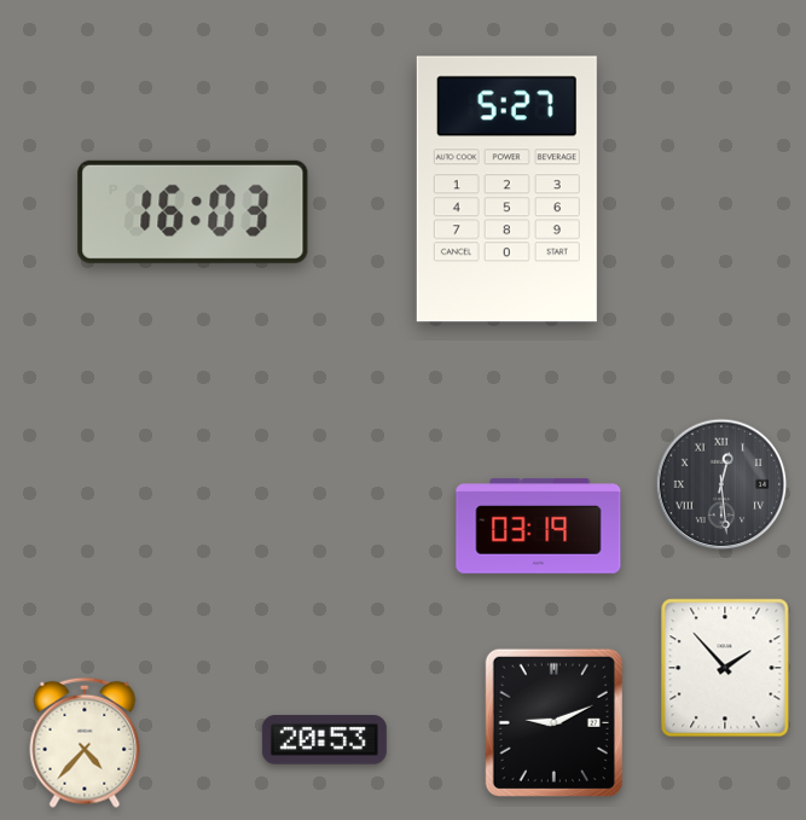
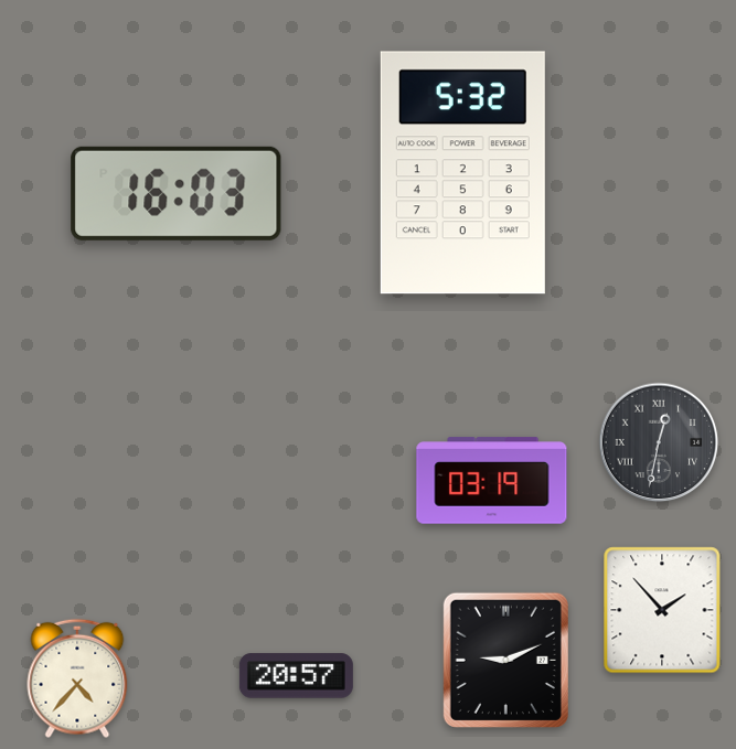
clock at (506, 190): 5:27 -> 5:32
clock at (721, 484): 12:29 -> 12:32
clock at (324, 740): 20:53 -> 20:57
